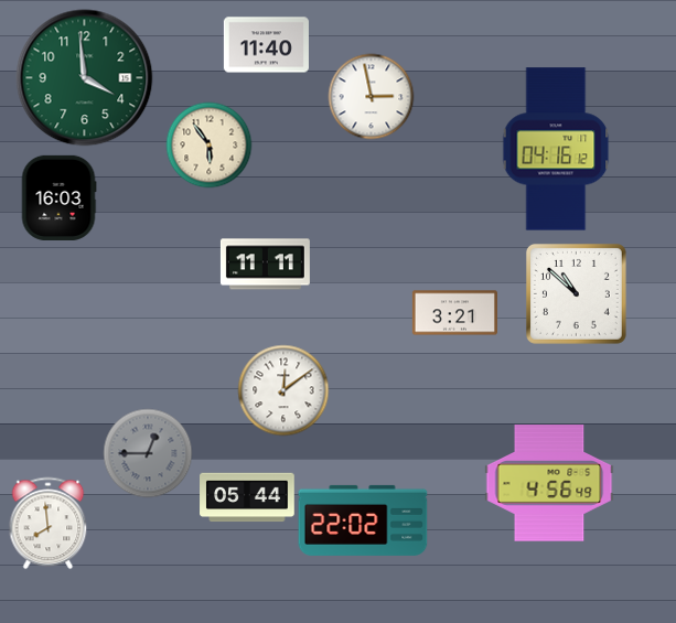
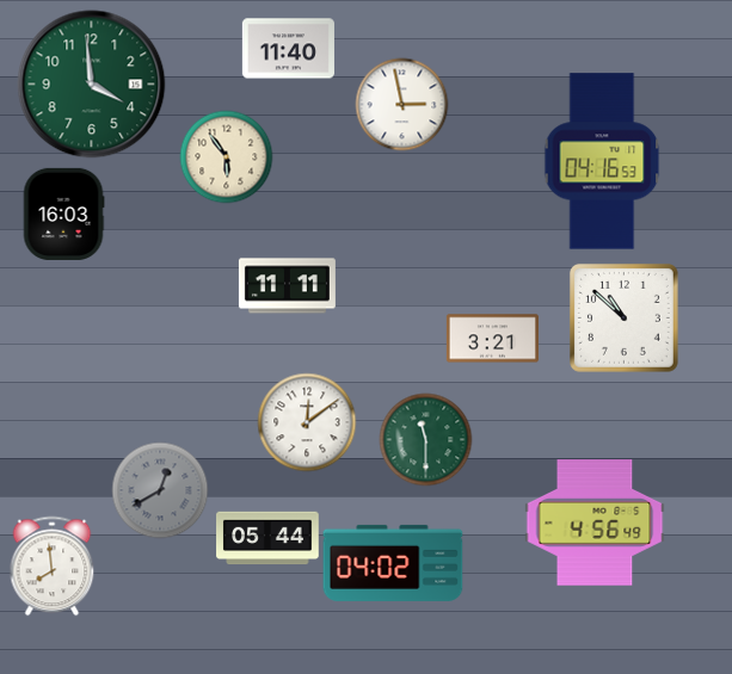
clock at (556, 149): 04:16:12 -> 04:16:53
clock at (425, 439): none -> 11:30
clock at (148, 453): 12:45 -> 12:40
clock at (363, 520): 22:02 -> 04:02
